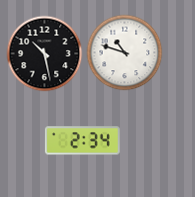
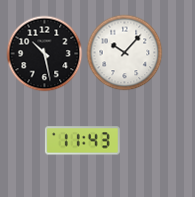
clock at (125, 53): 10:48 -> 10:07
clock at (82, 141): 2:34 -> 11:43
